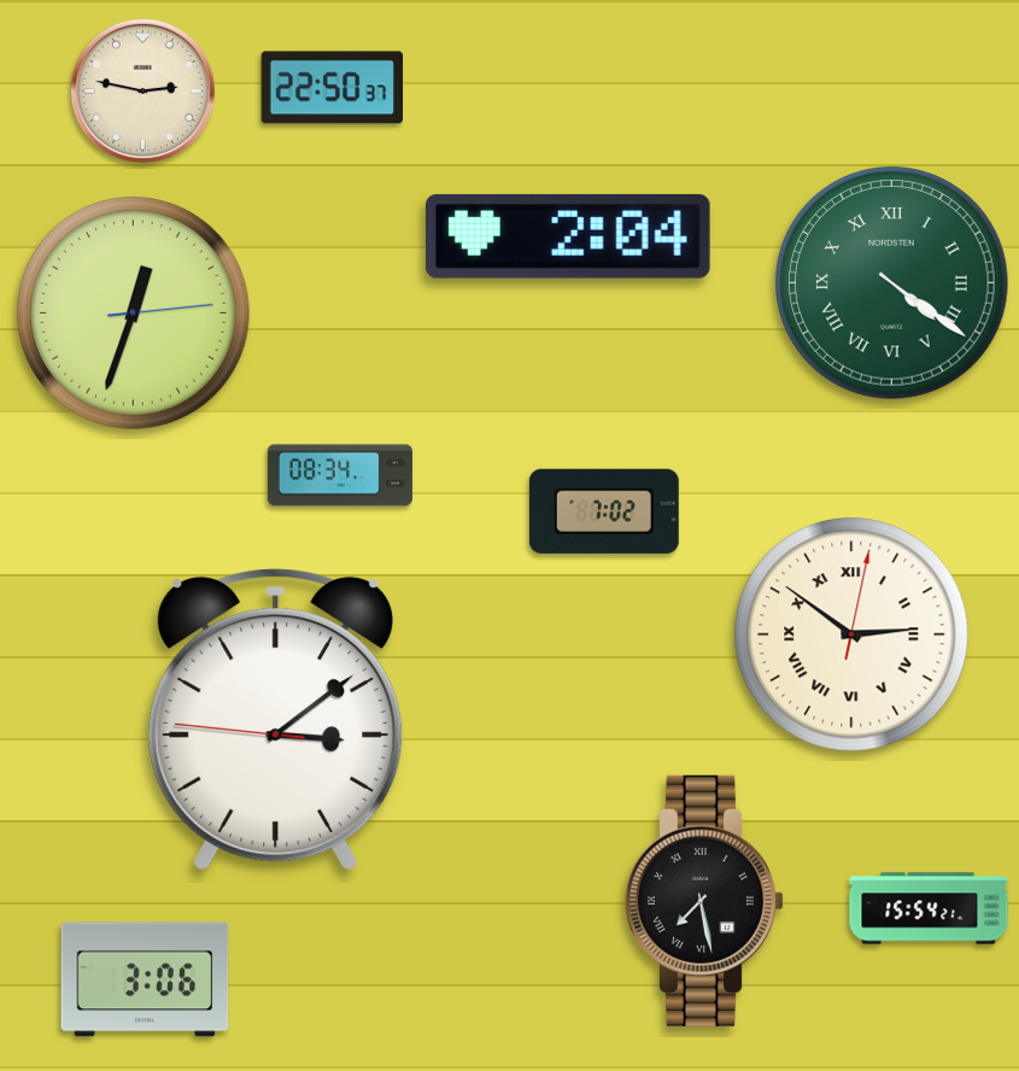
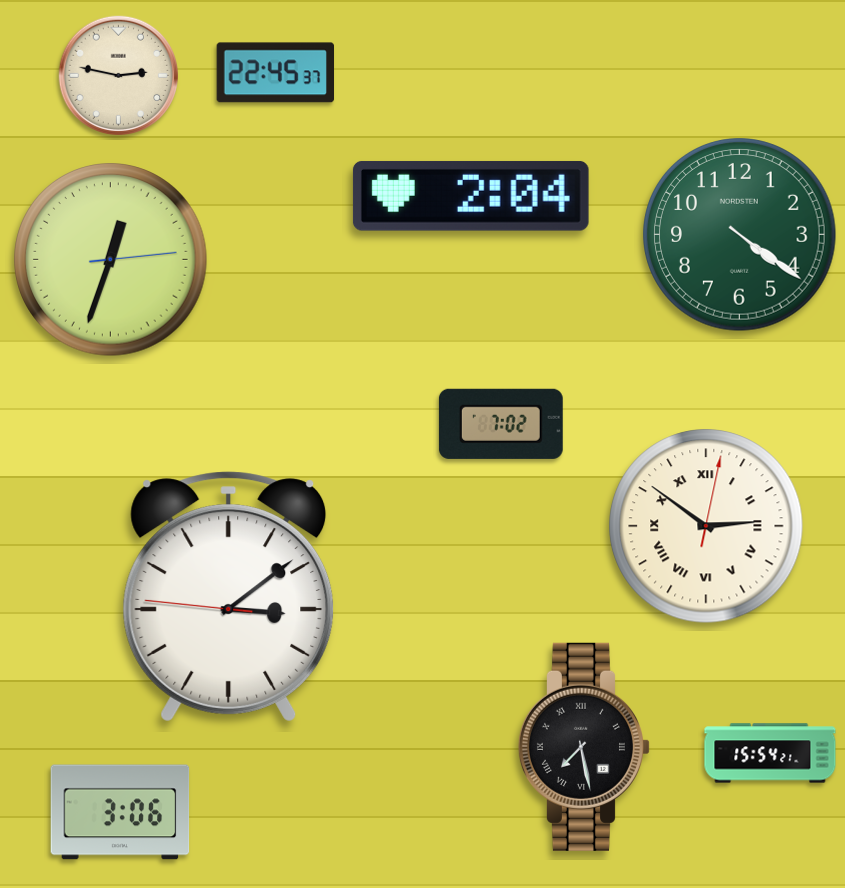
clock at (332, 88): 22:50 -> 22:45
clock at (892, 283) numerals: Roman -> Arabic
clock at (340, 475): 08:34 -> none
